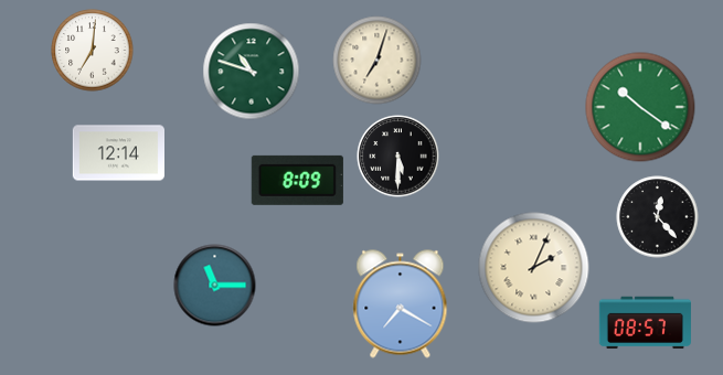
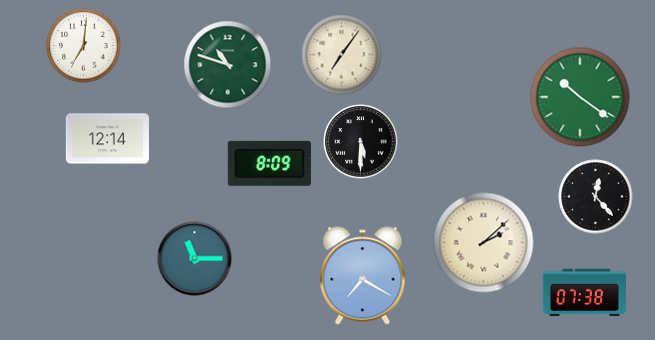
clock at (378, 61): 7:03 -> 7:06
clock at (534, 268): 2:04 -> 2:08
clock at (645, 323): 08:57 -> 07:38
